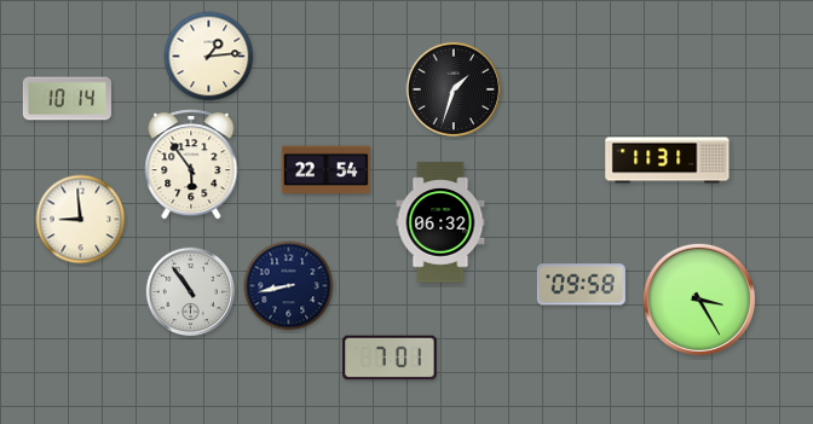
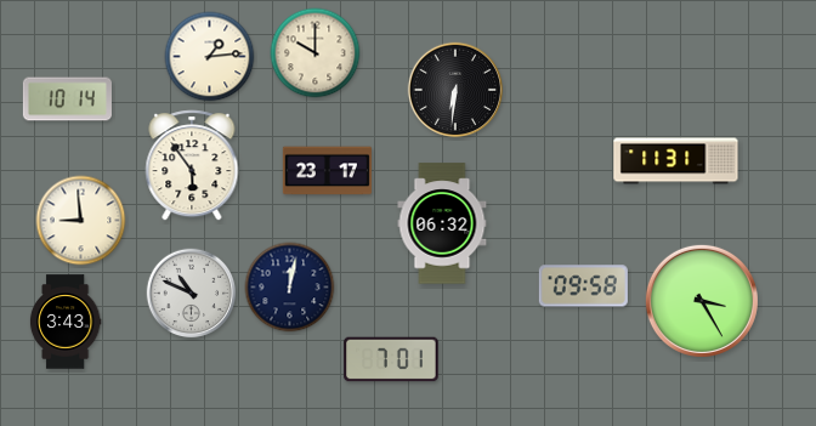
clock at (316, 53): none -> 10:00
clock at (454, 89): 1:33 -> 6:31
clock at (668, 161) position: (668, 161) -> (676, 161)
clock at (325, 170): 22:54 -> 23:17
clock at (289, 286): 8:43 -> 12:02
clock at (191, 292): 10:54 -> 10:49
clock at (66, 322): none -> 3:43
